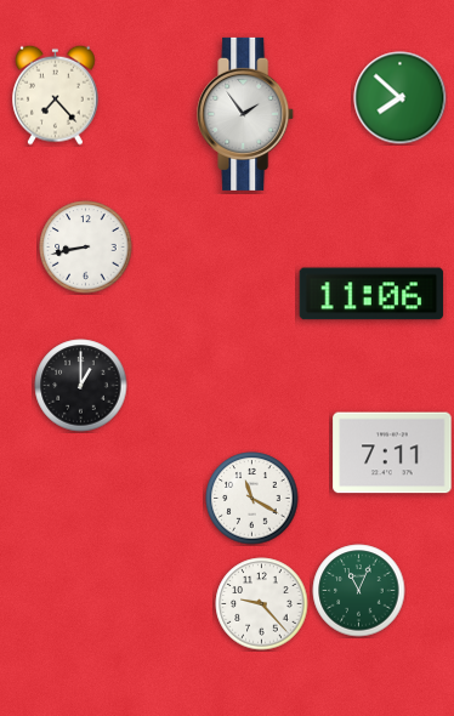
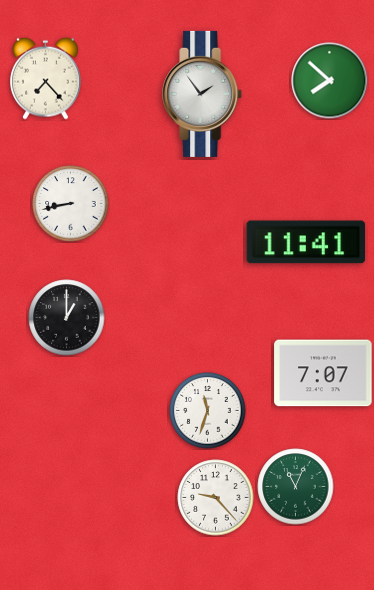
clock at (371, 294): 11:06 -> 11:41
clock at (392, 453): 7:11 -> 7:07
clock at (252, 499): 11:20 -> 11:33
